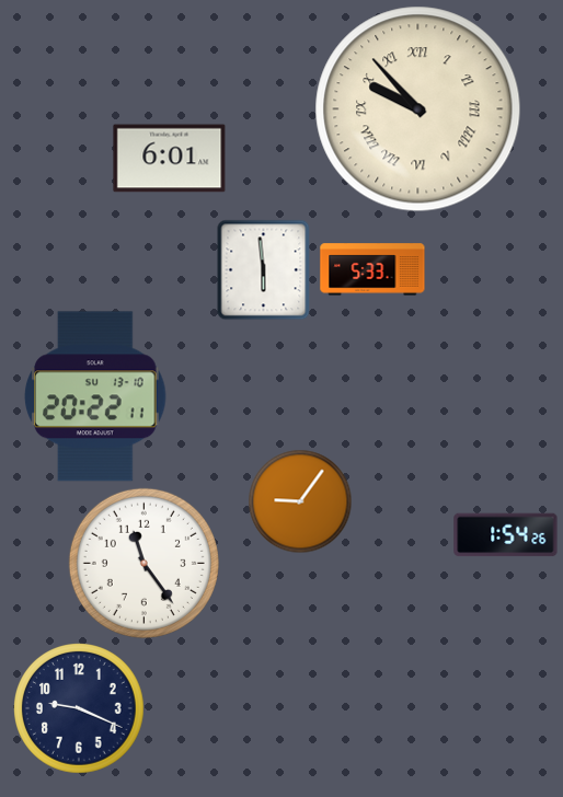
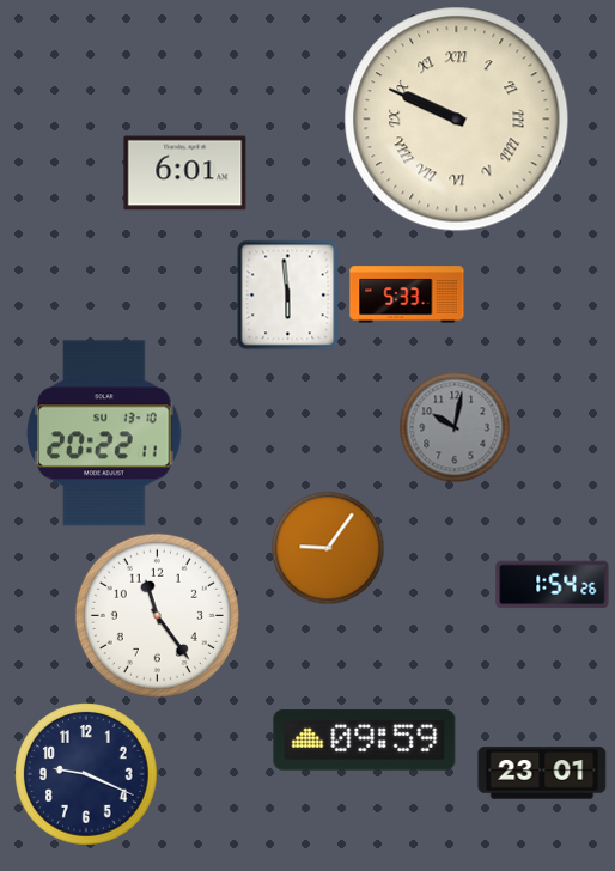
clock at (418, 109): 9:53 -> 9:49
clock at (455, 427): none -> 10:02
clock at (365, 741): none -> 09:59
clock at (542, 773): none -> 23:01
